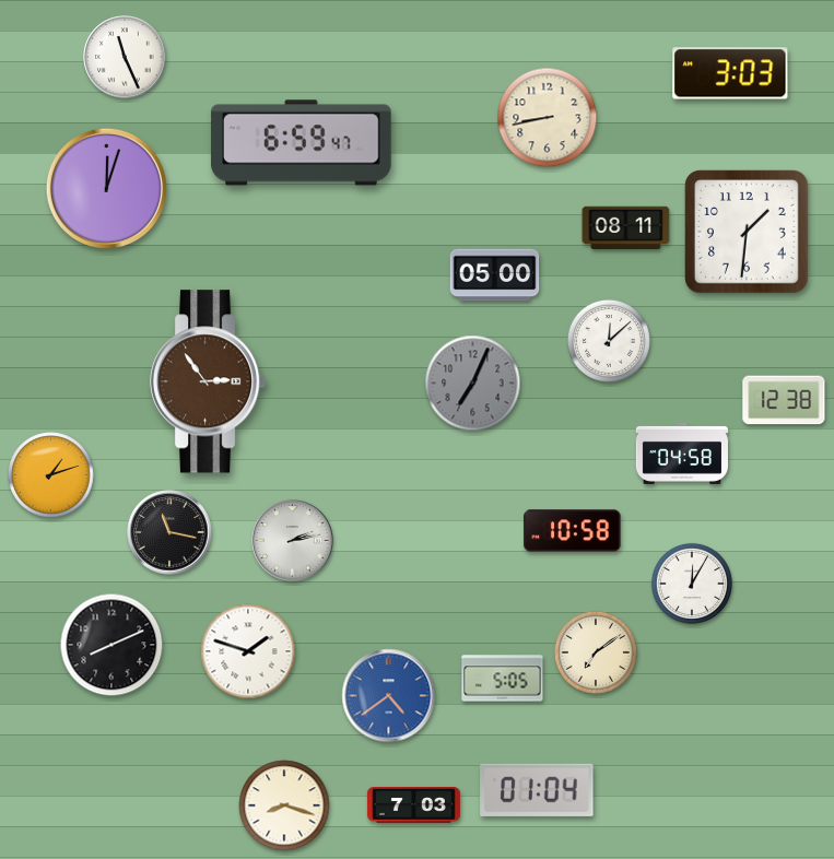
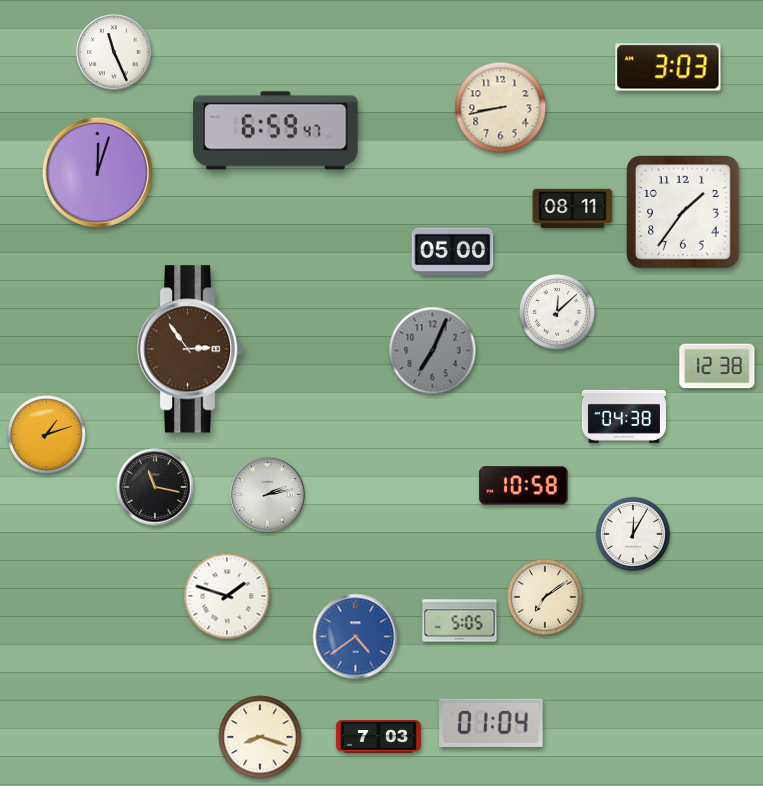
clock at (747, 232): 1:31 -> 1:36
clock at (682, 454): 04:58 -> 04:38
clock at (111, 645): 8:11 -> none
